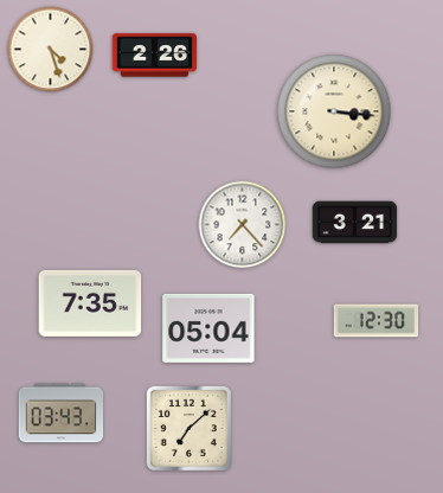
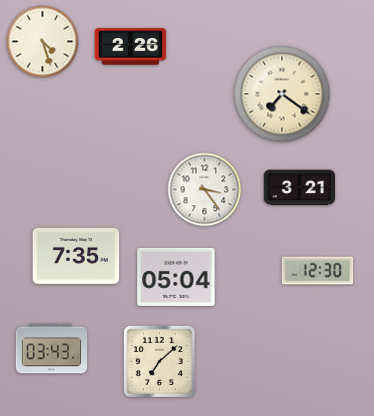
clock at (334, 111): 3:16 -> 7:21
clock at (243, 225): 7:23 -> 3:24
